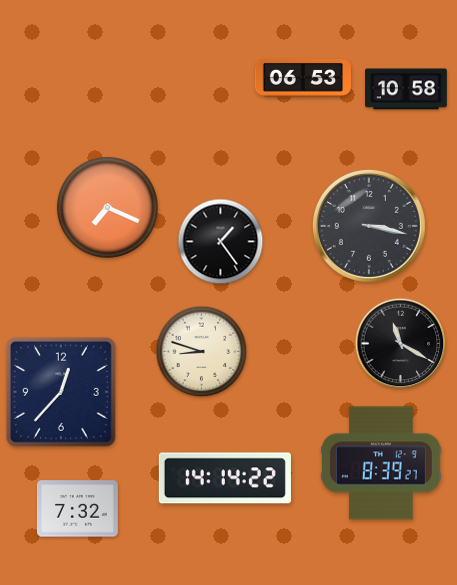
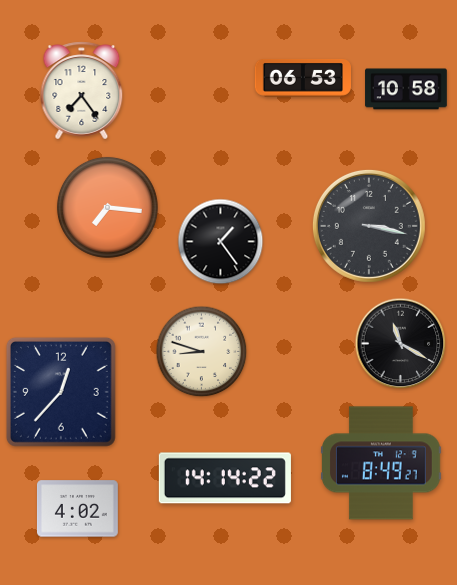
clock at (82, 91): none -> 7:24
clock at (107, 207): 7:19 -> 7:16
clock at (382, 463): 8:39 -> 8:49
clock at (77, 509): 7:32 -> 4:02
